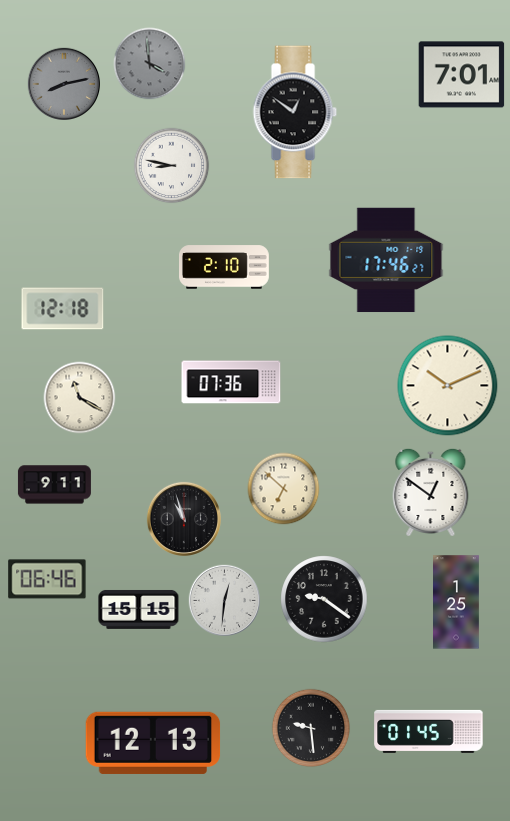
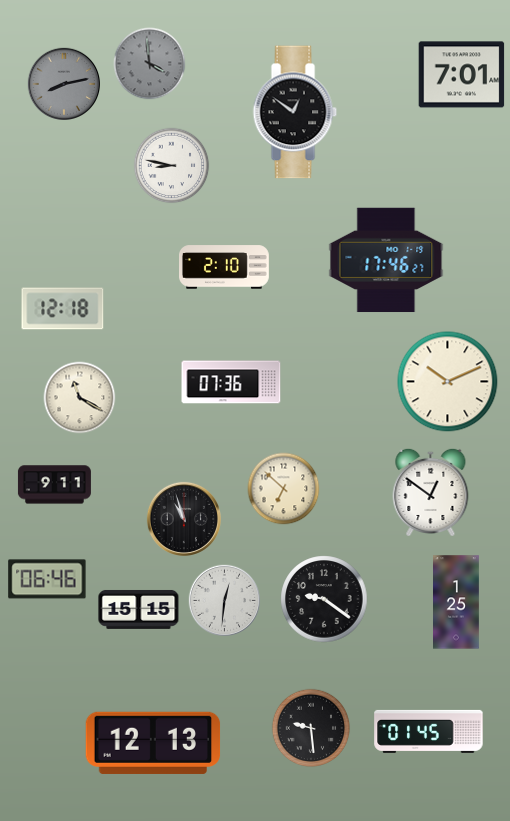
clock at (448, 386) position: (448, 386) -> (448, 382)
